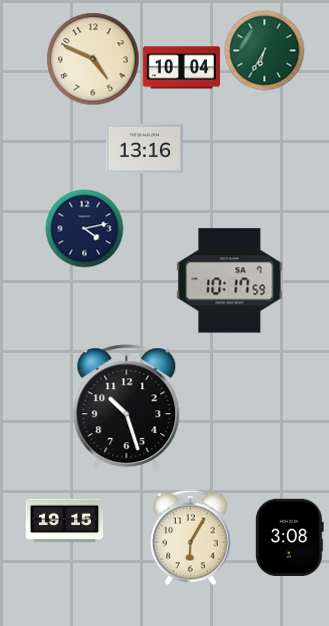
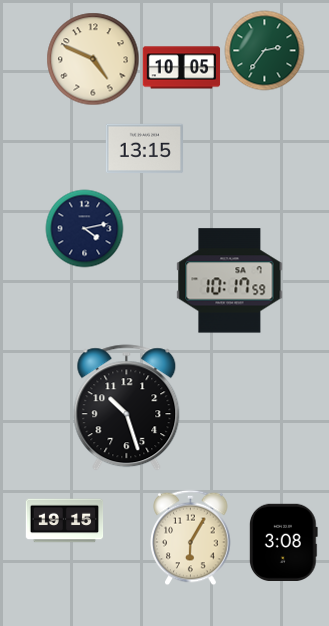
clock at (264, 50): 6:35 -> 2:36
clock at (181, 68): 10:04 -> 10:05
clock at (144, 149): 13:16 -> 13:15
clock at (289, 537) position: (289, 537) -> (283, 542)
